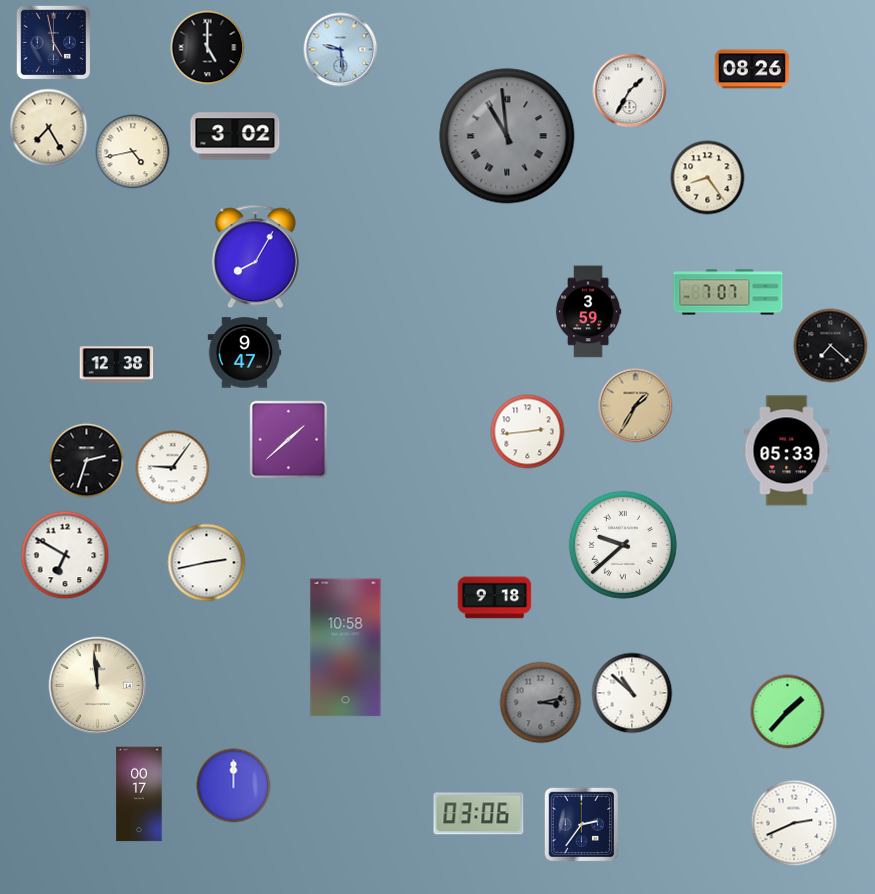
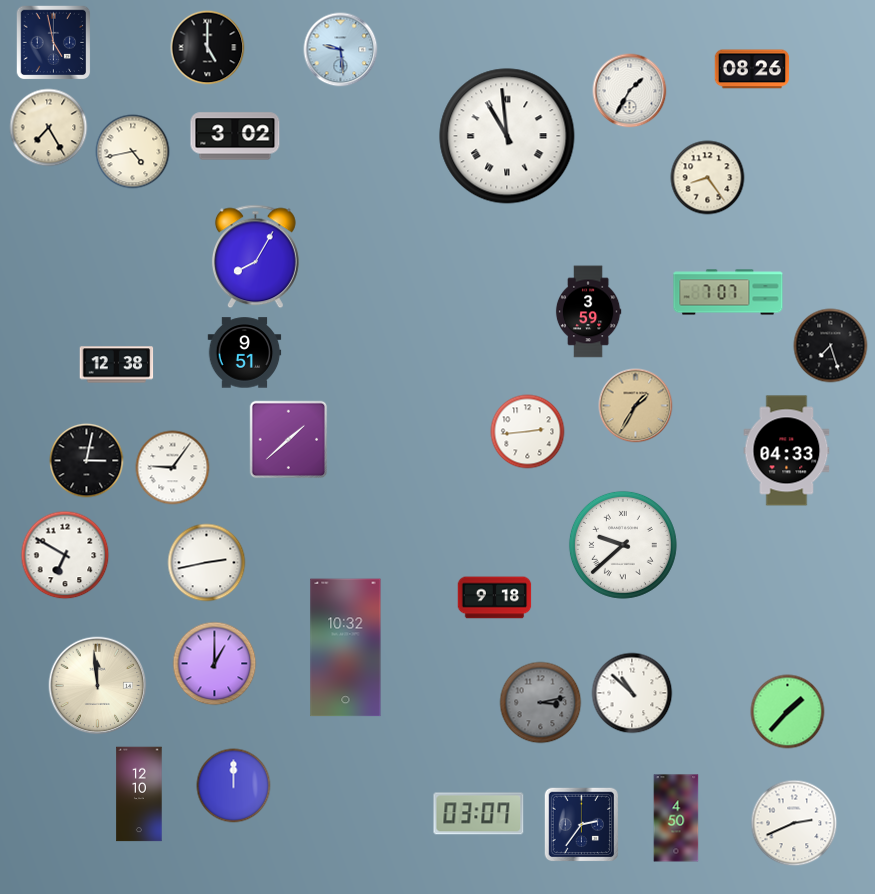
clock at (507, 136) dial: grey -> white
clock at (831, 346): 7:22 -> 7:27
clock at (245, 353): 9:47 -> 9:51
clock at (787, 451): 05:33 -> 04:33
clock at (87, 461): 2:33 -> 3:02
clock at (346, 648): 10:58 -> 10:32
clock at (215, 664): none -> 1:00
clock at (139, 794): 00:17 -> 12:10
clock at (479, 814): 03:06 -> 03:07
clock at (676, 818): none -> 4:50
